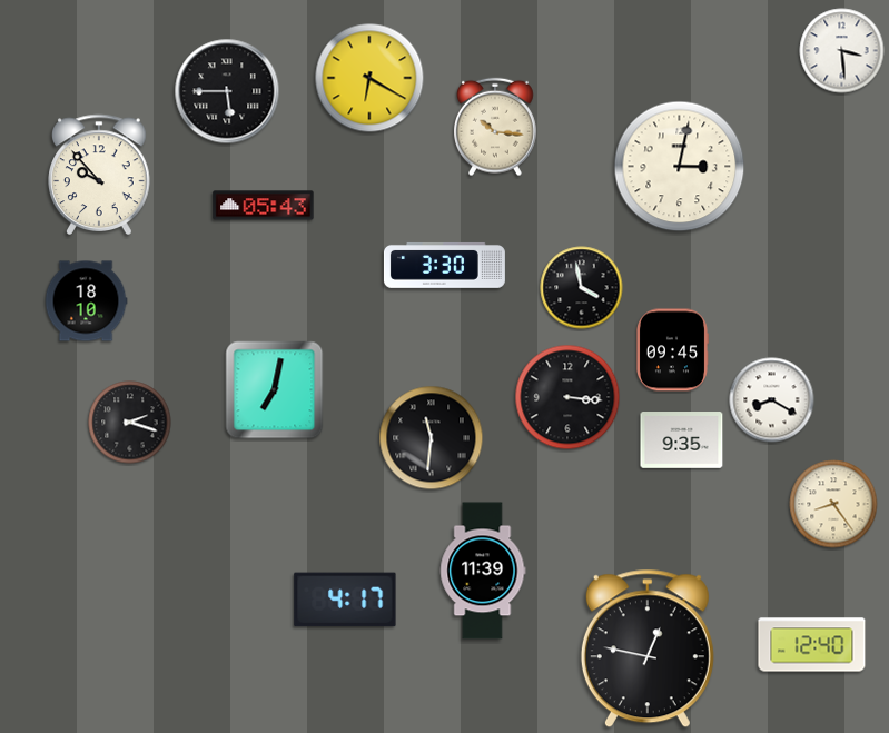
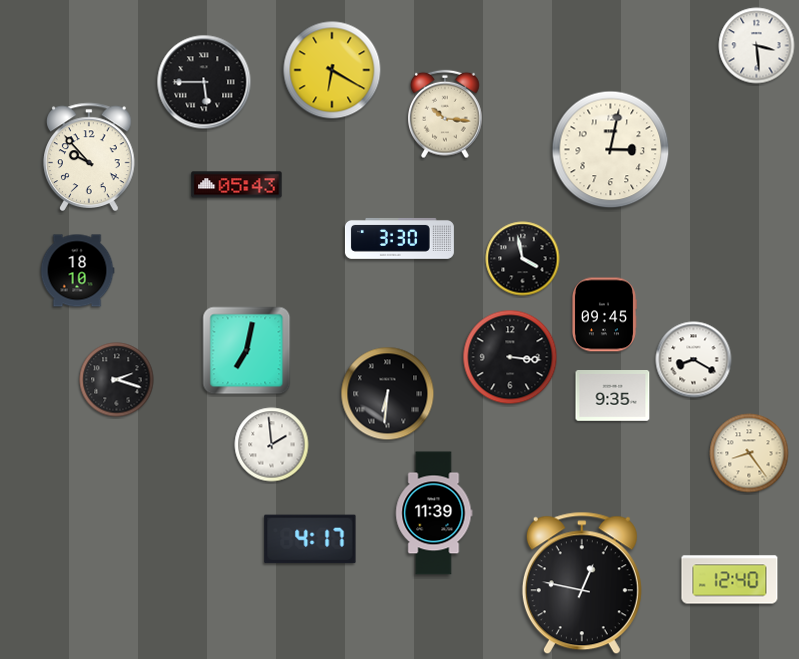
clock at (432, 438): 11:31 -> 6:31
clock at (272, 445): none -> 1:59
